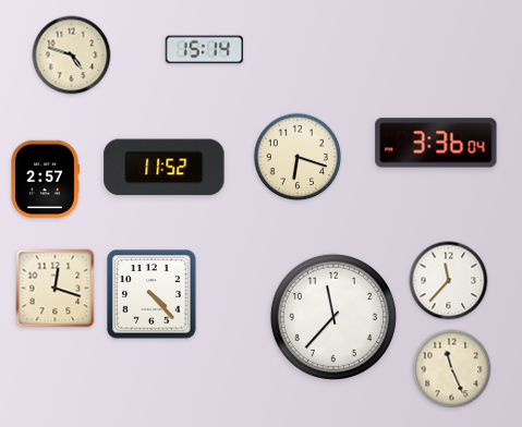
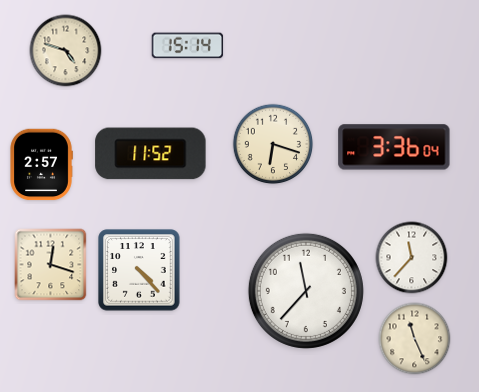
clock at (436, 143) position: (436, 143) -> (394, 147)
